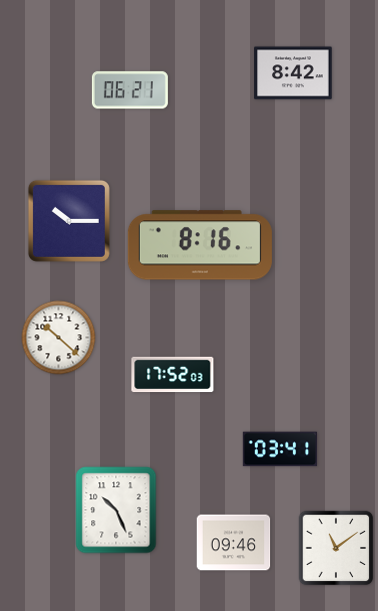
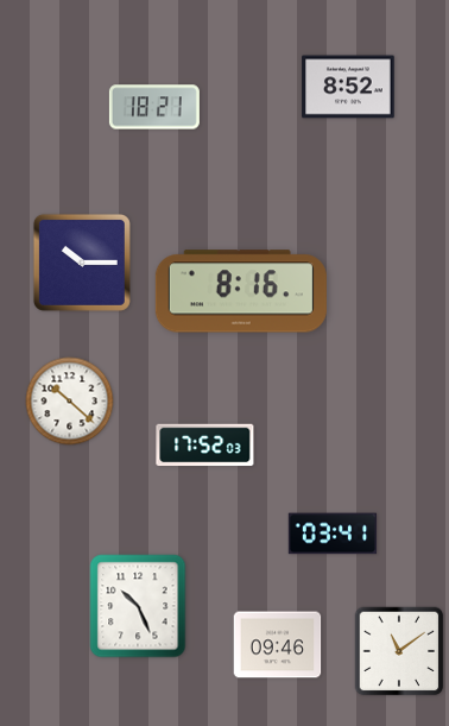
clock at (293, 73): 8:42 -> 8:52
clock at (130, 90): 06:21 -> 18:21
clock at (200, 245) position: (200, 245) -> (241, 291)
